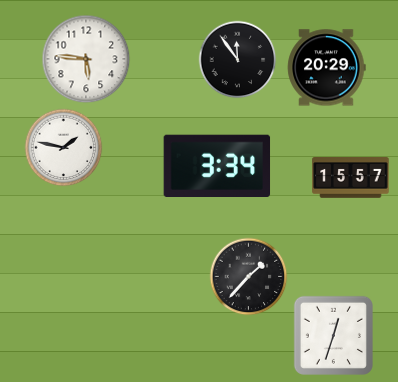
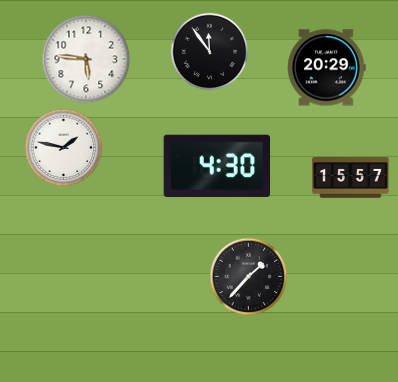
clock at (237, 59) position: (237, 59) -> (209, 51)
clock at (217, 165): 3:34 -> 4:30
clock at (333, 335): 12:33 -> none
